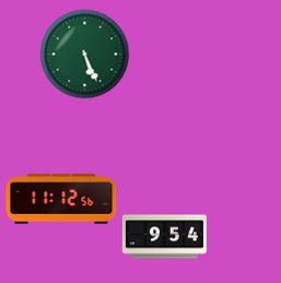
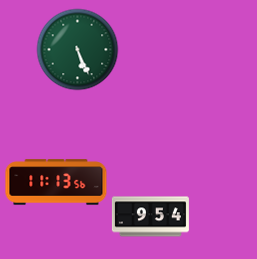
clock at (61, 199): 11:12 -> 11:13
